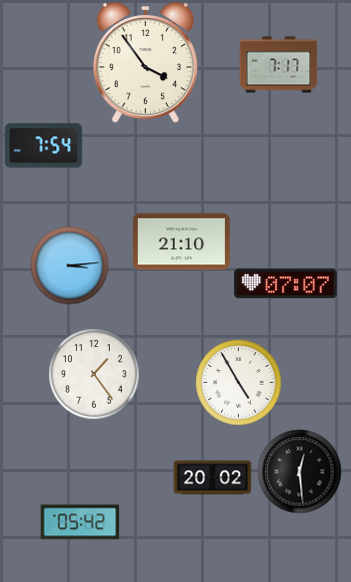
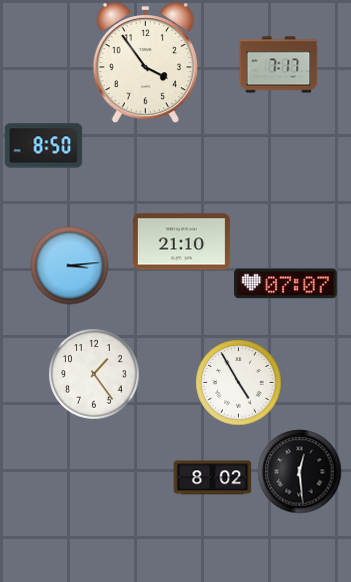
clock at (43, 146): 7:54 -> 8:50
clock at (212, 478): 20:02 -> 8:02
clock at (80, 522): 05:42 -> none
